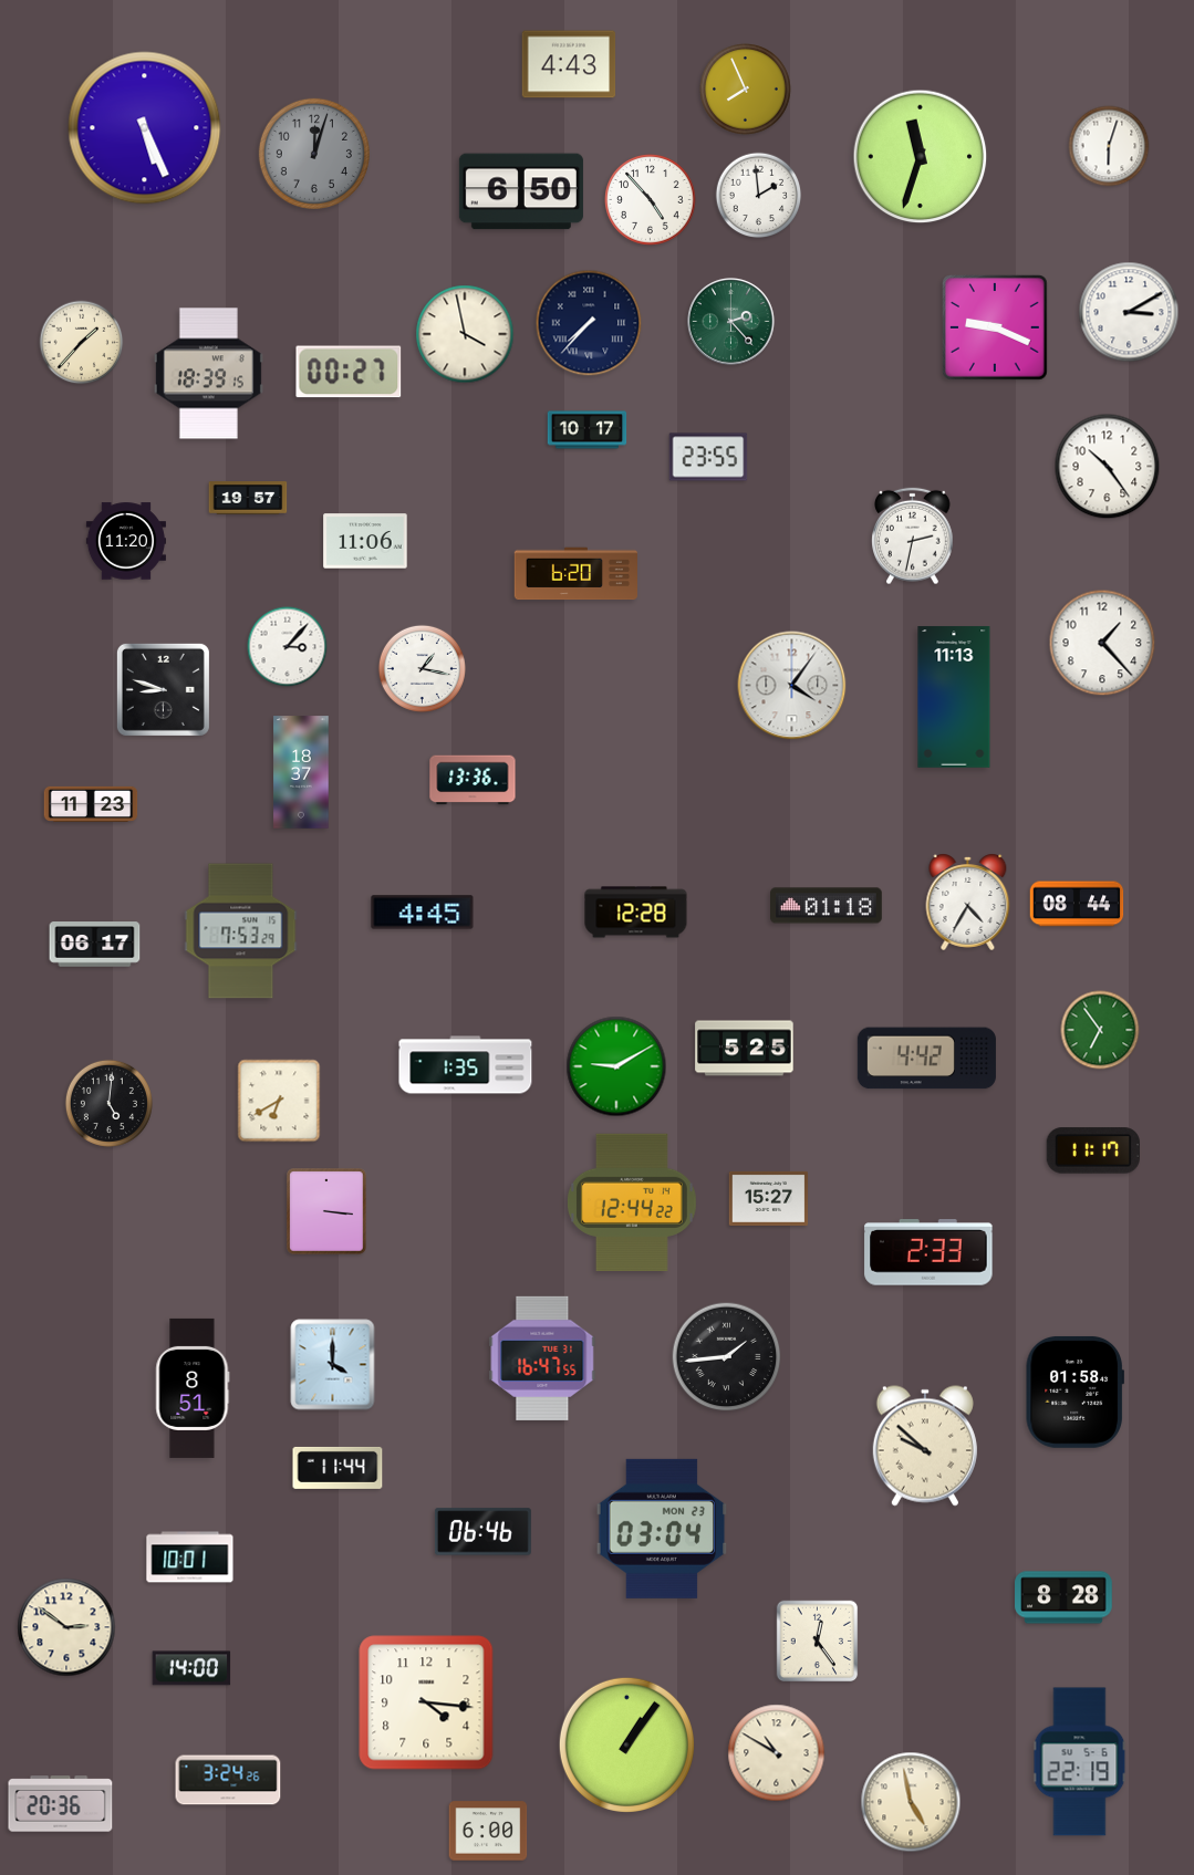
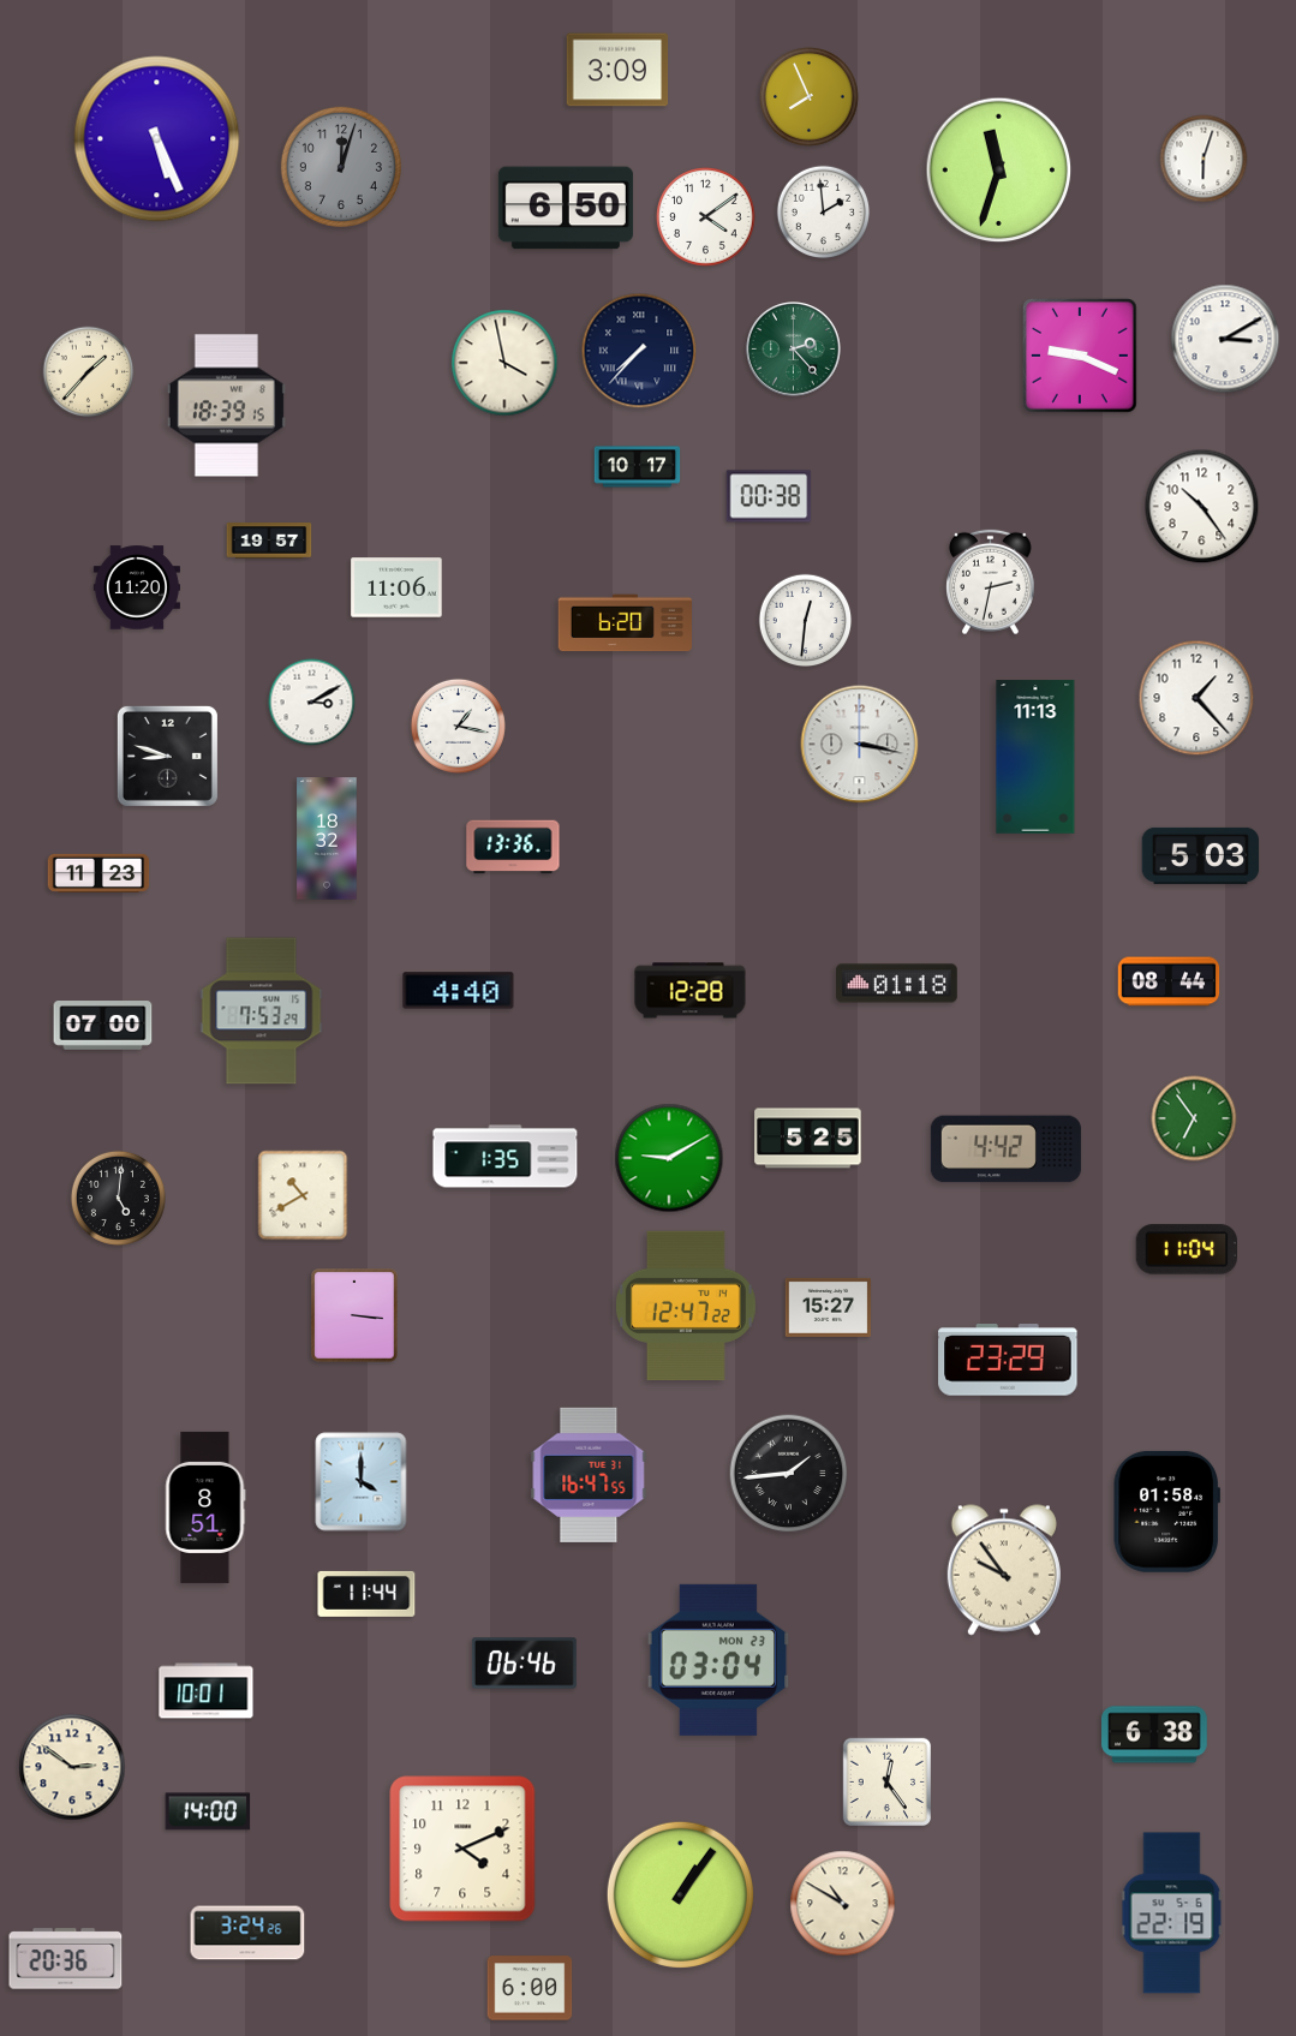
clock at (569, 64): 4:43 -> 3:09
clock at (651, 200): 4:53 -> 4:09
clock at (349, 372): 00:27 -> none
clock at (708, 457): 23:55 -> 00:38
clock at (806, 621): none -> 12:31
clock at (288, 647): 3:07 -> 3:10
clock at (792, 686): 4:06 -> 3:17
clock at (163, 689) position: (163, 689) -> (167, 756)
clock at (301, 772): 18:37 -> 18:32
clock at (1201, 855): none -> 5:03
clock at (968, 902): 4:35 -> none
clock at (423, 913): 4:45 -> 4:40
clock at (95, 945): 06:17 -> 07:00
clock at (279, 1101): 6:40 -> 10:40
clock at (1092, 1150): 11:17 -> 11:04
clock at (769, 1198) position: (769, 1198) -> (829, 1307)
clock at (632, 1201): 12:44 -> 12:47
clock at (928, 1252): 2:33 -> 23:29
clock at (193, 1388) position: (193, 1388) -> (205, 1507)
clock at (925, 1446): 9:52 -> 9:54
clock at (1063, 1597): 8:28 -> 6:38
clock at (426, 1702): 4:16 -> 4:11
clock at (911, 1802): 4:58 -> none
